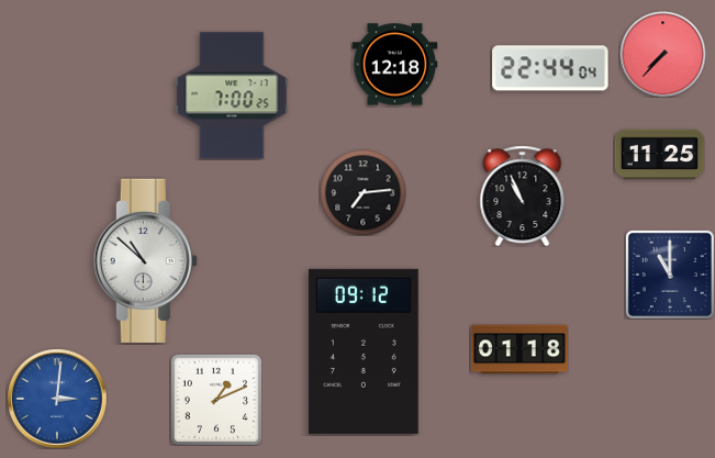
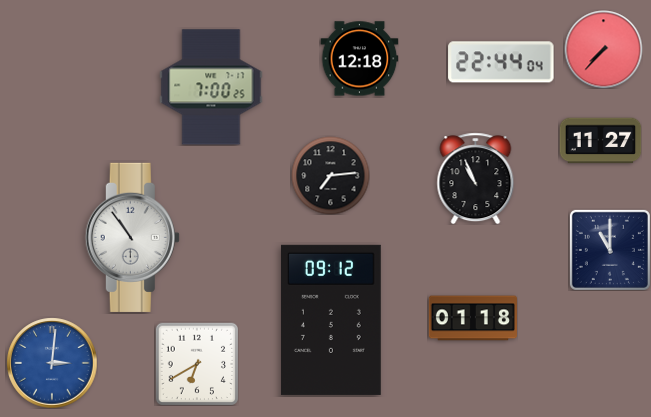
clock at (659, 155): 11:25 -> 11:27
clock at (145, 260): 10:52 -> 10:54
clock at (216, 400): 1:11 -> 6:40
